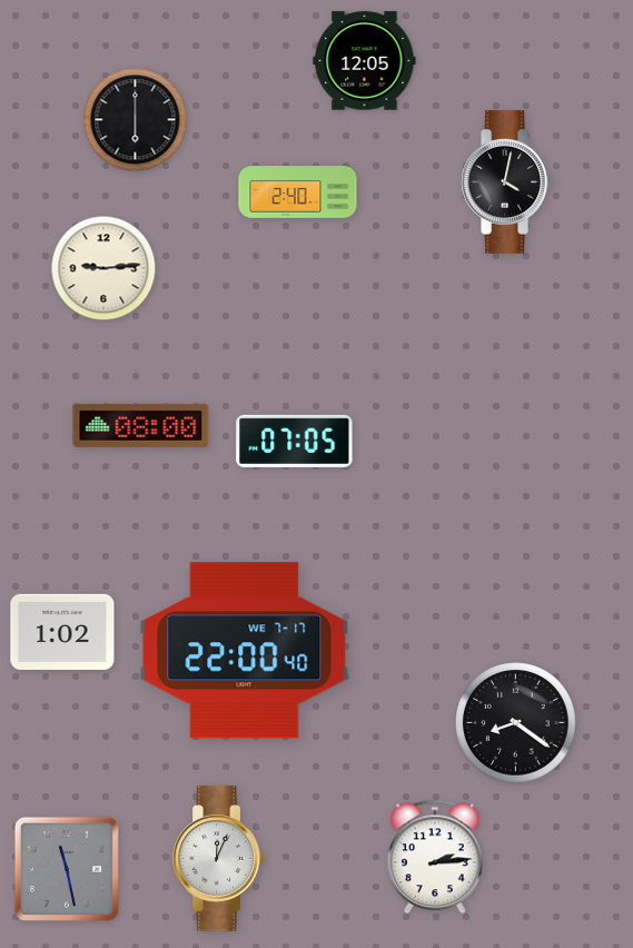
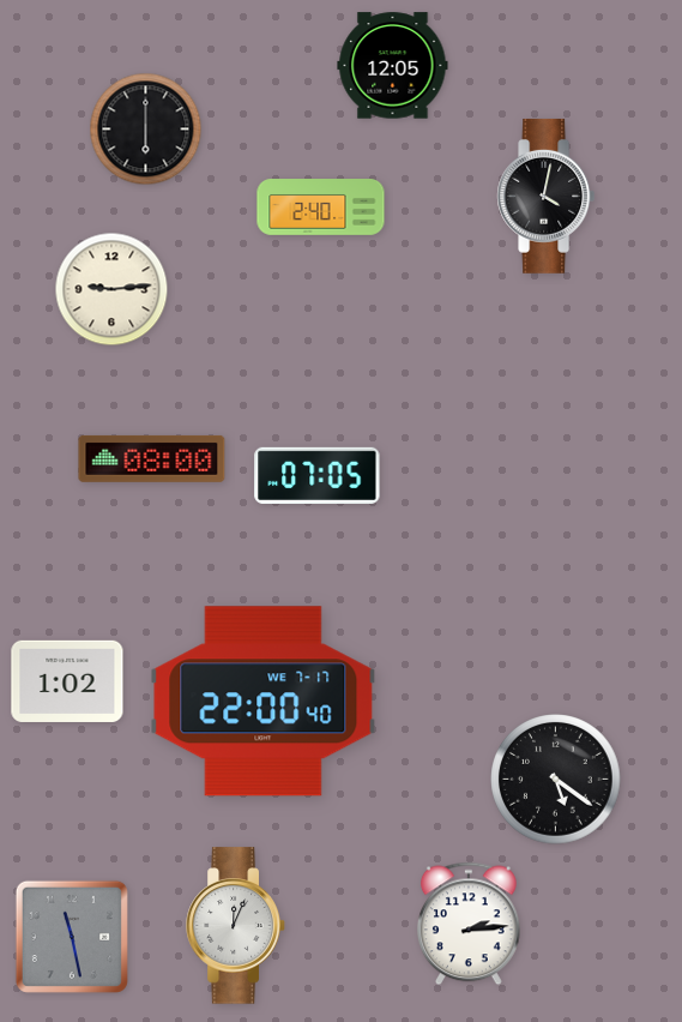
clock at (516, 723): 8:21 -> 5:21
